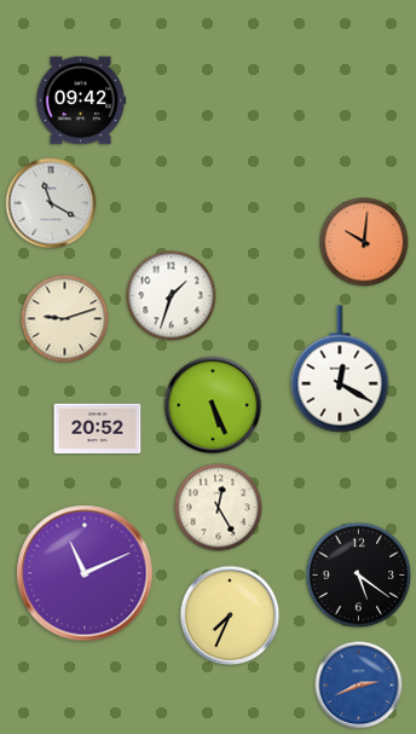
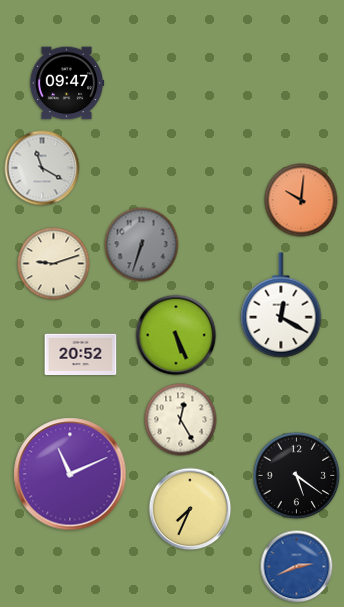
clock at (81, 100): 09:42 -> 09:47
clock at (172, 296): 1:33 -> 6:33
clock at (172, 296) dial: white -> grey
